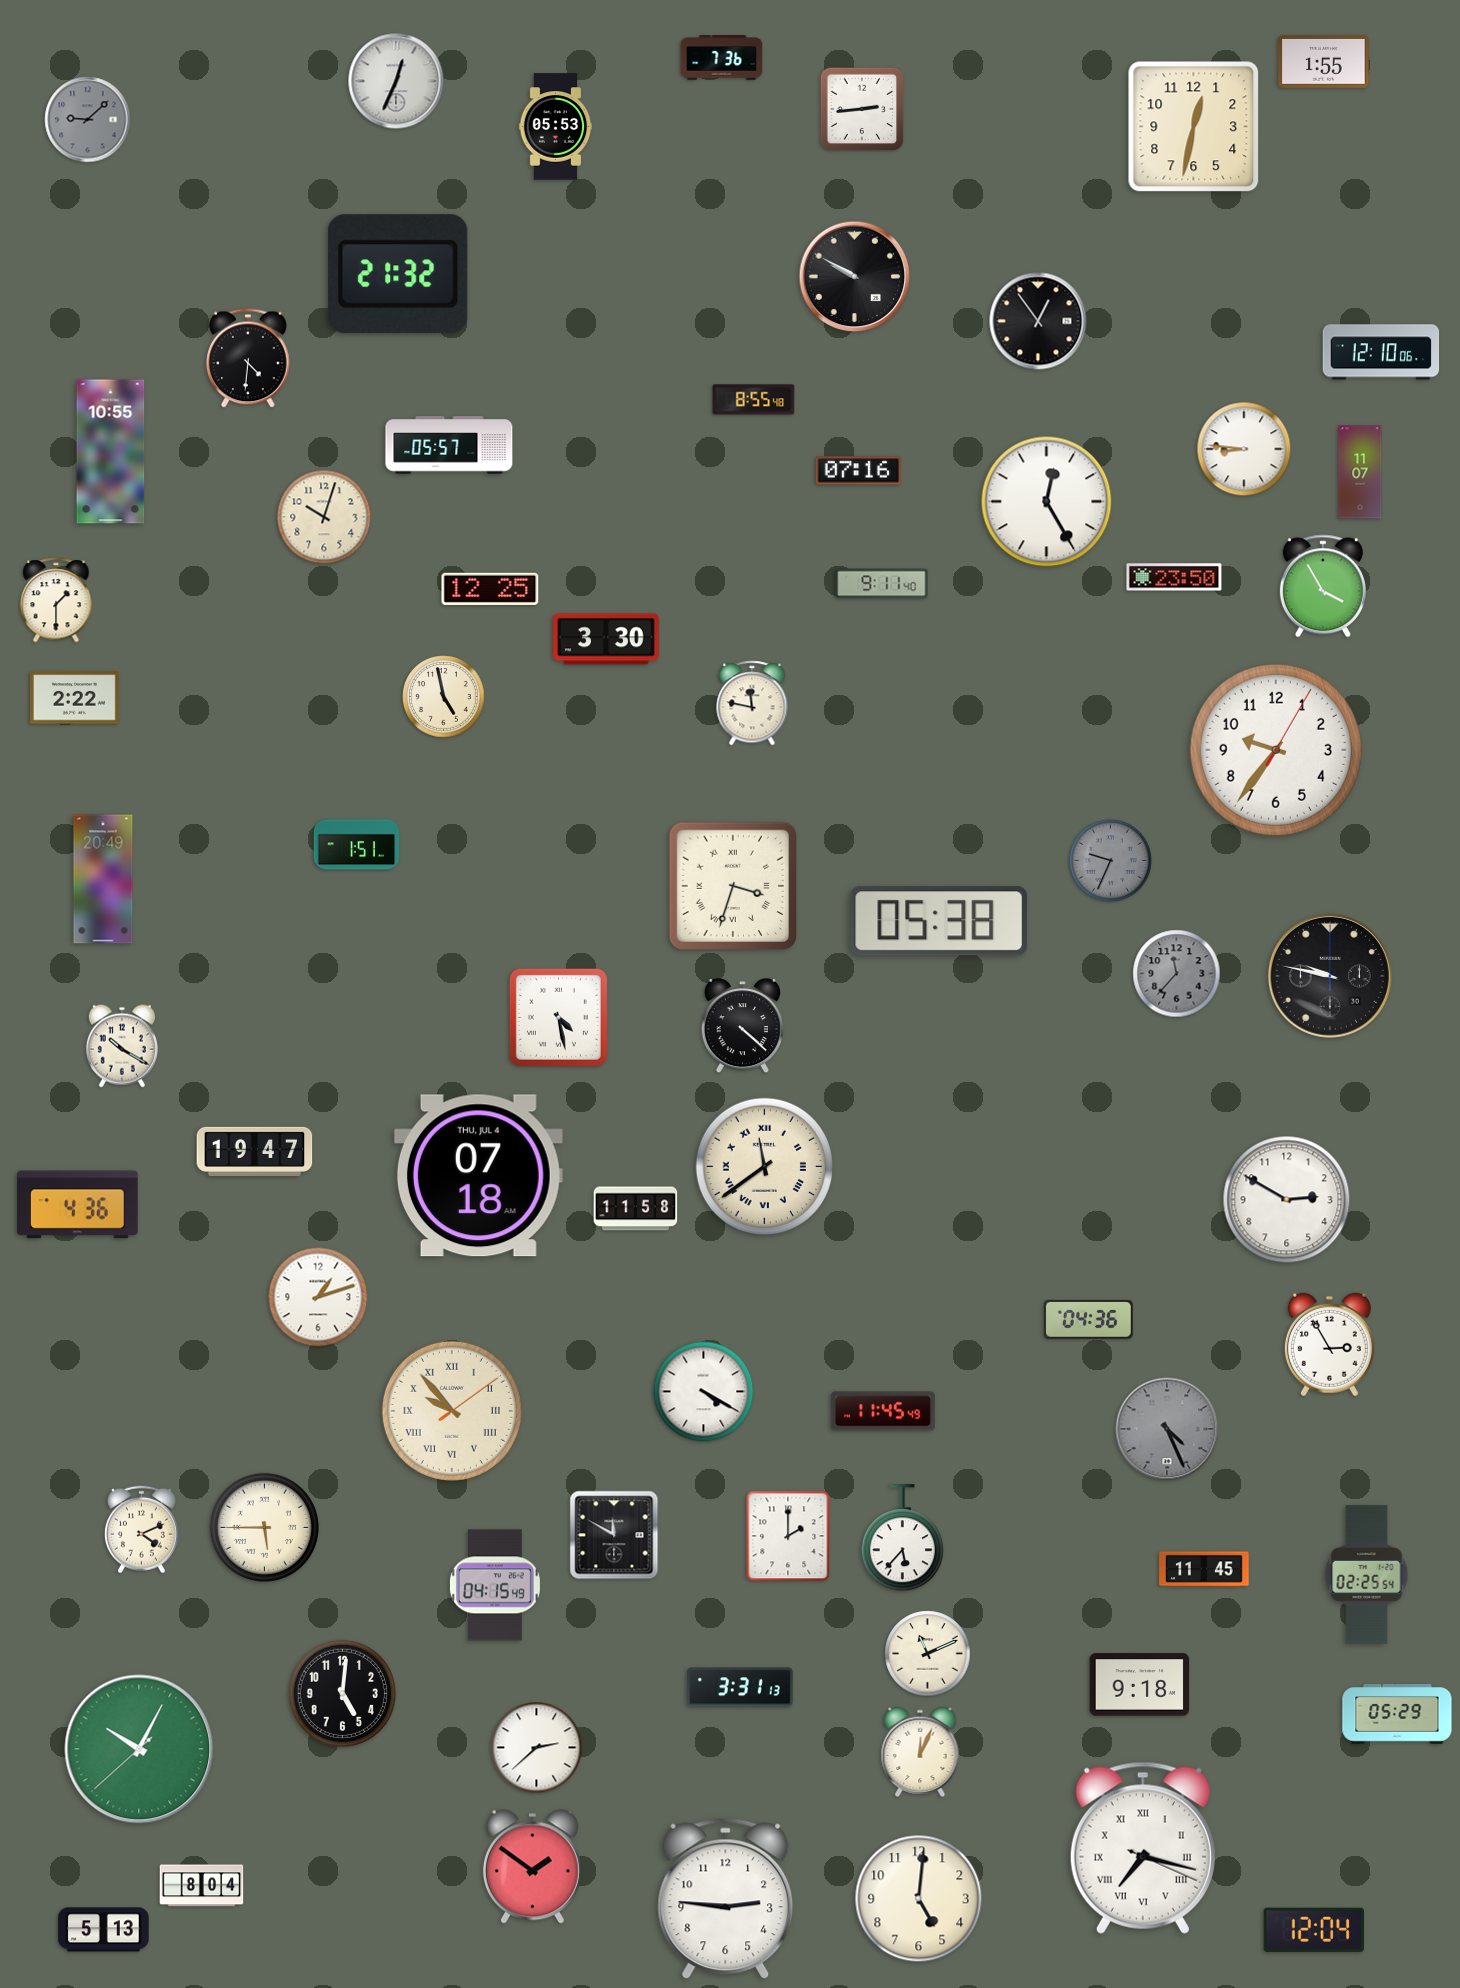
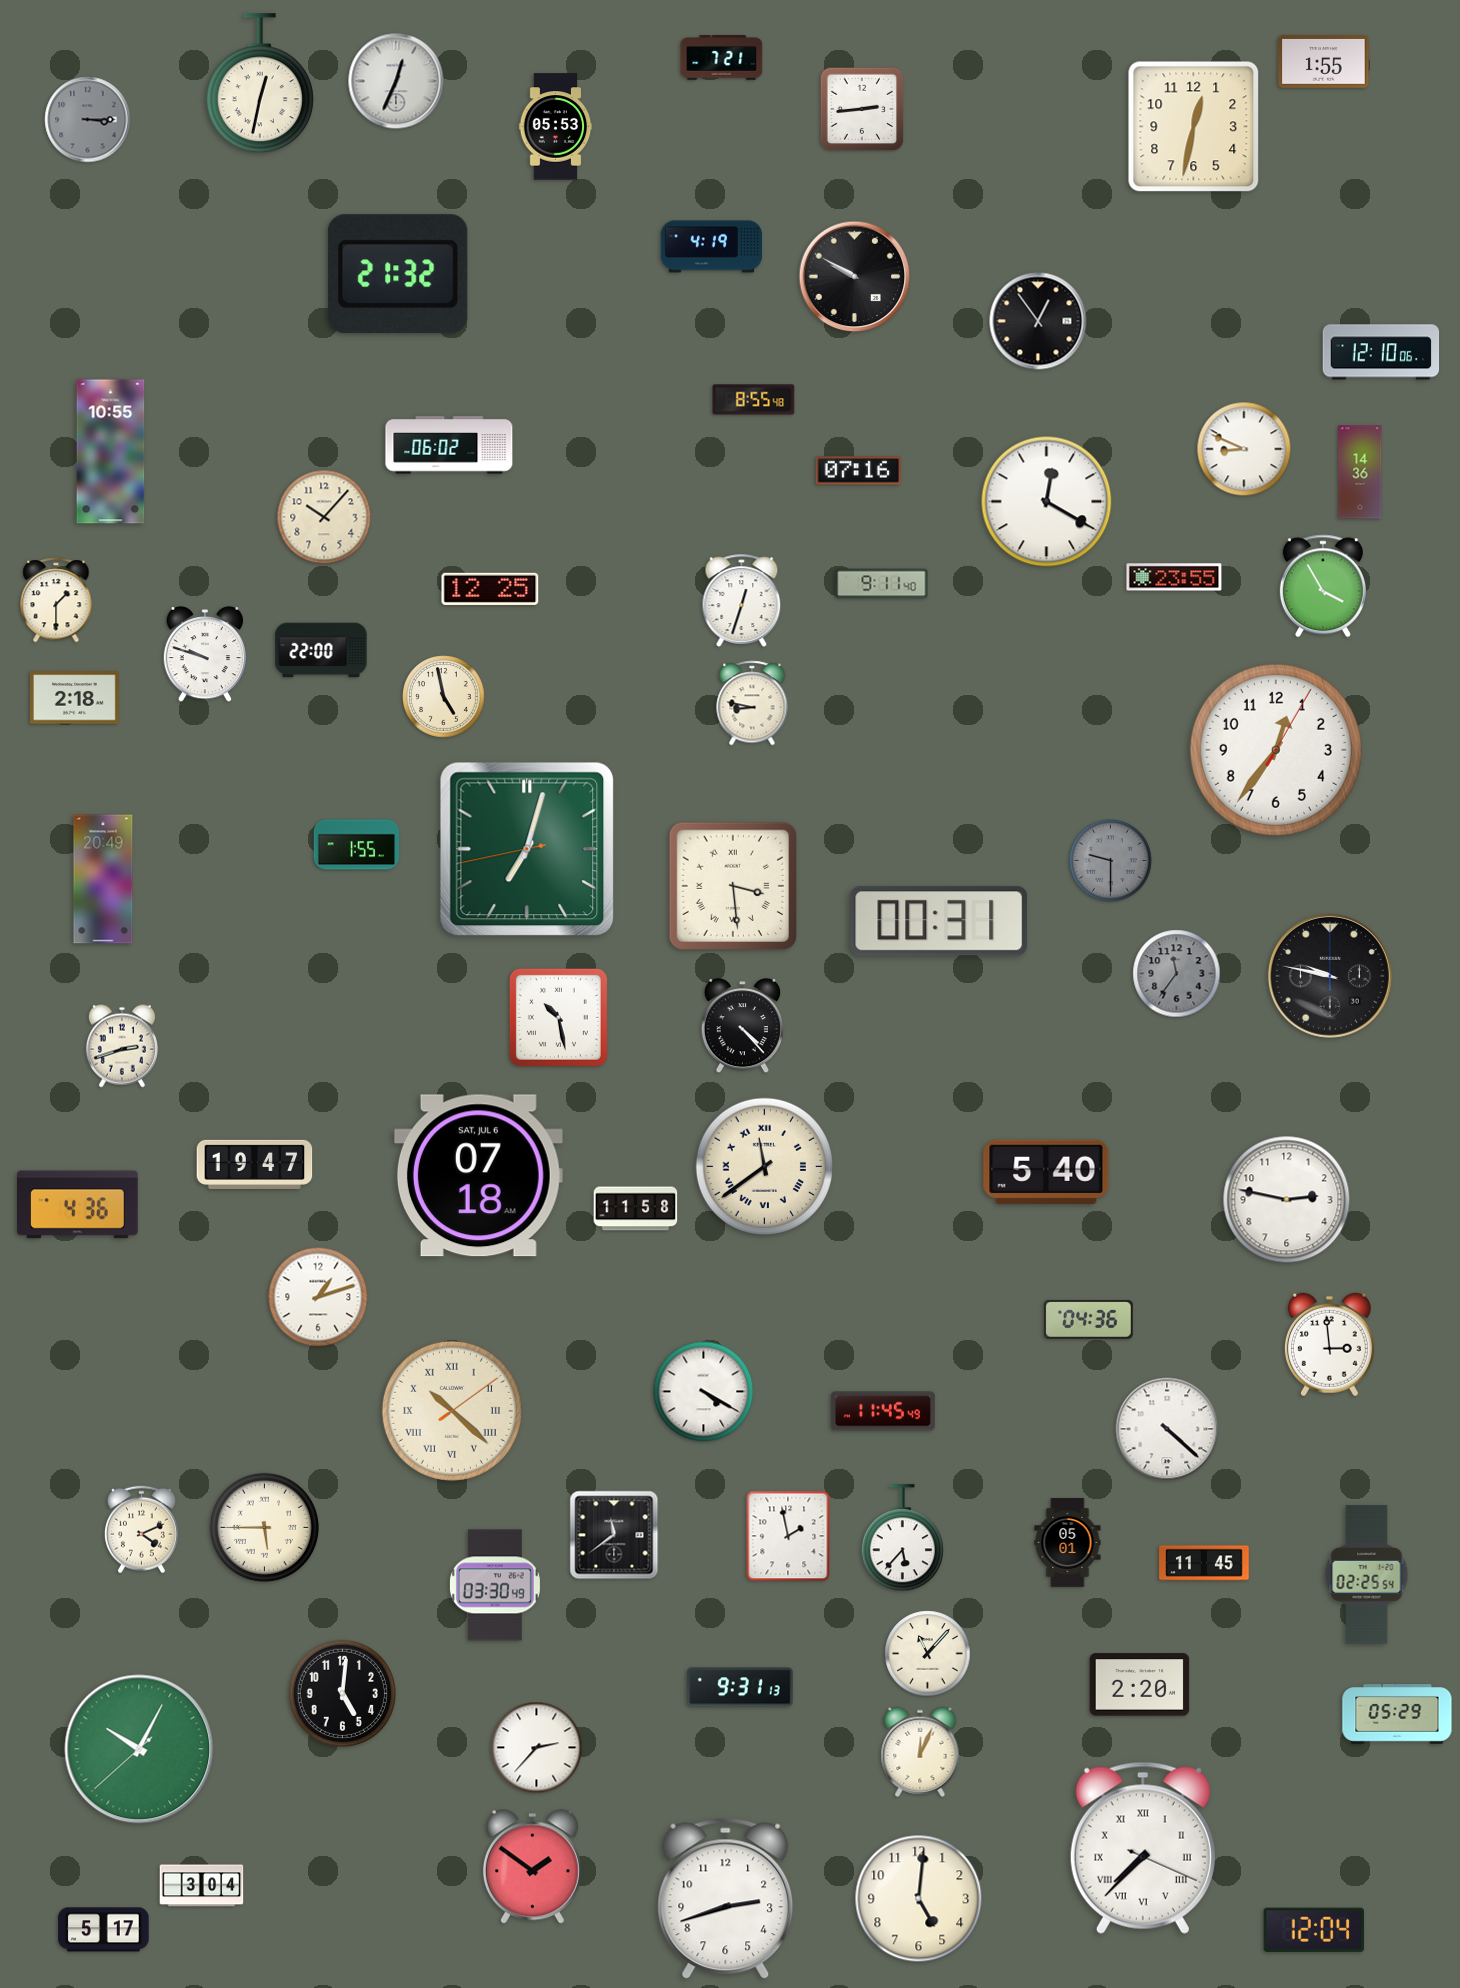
clock at (722, 58): 7:36 -> 7:21
clock at (260, 84): none -> 12:32
clock at (88, 120): 9:08 -> 3:15
clock at (712, 247): none -> 4:19
clock at (248, 358): 4:31 -> none
clock at (449, 445): 05:57 -> 06:02
clock at (1244, 449): 8:46 -> 8:49
clock at (1360, 472): 11:07 -> 14:36
clock at (1047, 502): 12:25 -> 12:20
clock at (324, 517): 10:03 -> 10:07
clock at (1174, 577): 23:50 -> 23:55
clock at (742, 600): none -> 12:33
clock at (606, 639): 3:30 -> none
clock at (321, 650): none -> 22:00
clock at (205, 654): none -> 9:48
clock at (75, 698): 2:22 -> 2:18
clock at (752, 703): 11:47 -> 8:47
clock at (1276, 750): 9:36 -> 12:36
clock at (357, 845): 1:51 -> 1:55
clock at (527, 849): none -> 7:02
clock at (1111, 861): 9:34 -> 9:30
clock at (732, 885): 3:33 -> 3:29
clock at (939, 921): 05:38 -> 00:31
clock at (1177, 974): 11:37 -> 11:36
clock at (558, 1017): 4:28 -> 10:28
clock at (742, 1026): 4:22 -> 4:23
clock at (122, 1046): 10:20 -> 2:42
clock at (255, 1151) position: (255, 1151) -> (255, 1164)
clock at (1046, 1172): none -> 5:40
clock at (478, 1176) date: THU, JUL 4 -> SAT, JUL 6
clock at (1287, 1200): 2:50 -> 2:47
clock at (1329, 1345): 2:55 -> 2:59
clock at (452, 1411): 9:53 -> 10:22
clock at (1167, 1429): 4:26 -> 4:22
clock at (1167, 1429) dial: grey -> white
clock at (614, 1535): 11:50 -> 11:39
clock at (788, 1536): 2:00 -> 1:58
clock at (1068, 1543): none -> 05:01
clock at (1204, 1569) position: (1204, 1569) -> (1204, 1563)
clock at (495, 1585): 04:15 -> 03:30
clock at (928, 1654): 11:11 -> 11:07
clock at (1140, 1685): 9:18 -> 2:20
clock at (740, 1687): 3:31 -> 9:31
clock at (537, 1748): 2:38 -> 2:37
clock at (1143, 1848): 7:17 -> 7:37
clock at (202, 1886): 8:04 -> 3:04
clock at (726, 1899): 2:46 -> 2:42
clock at (104, 1930): 5:13 -> 5:17
